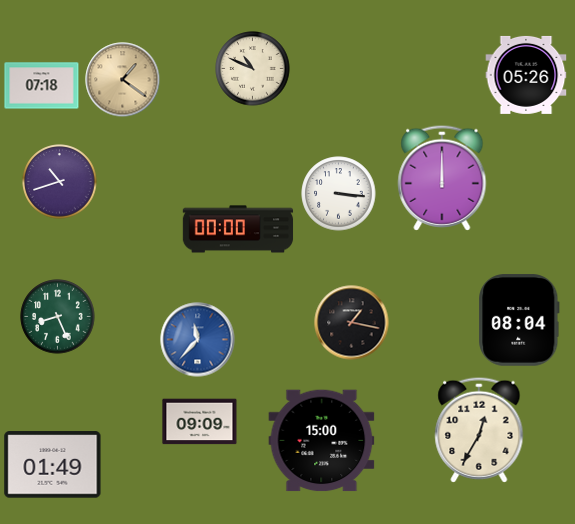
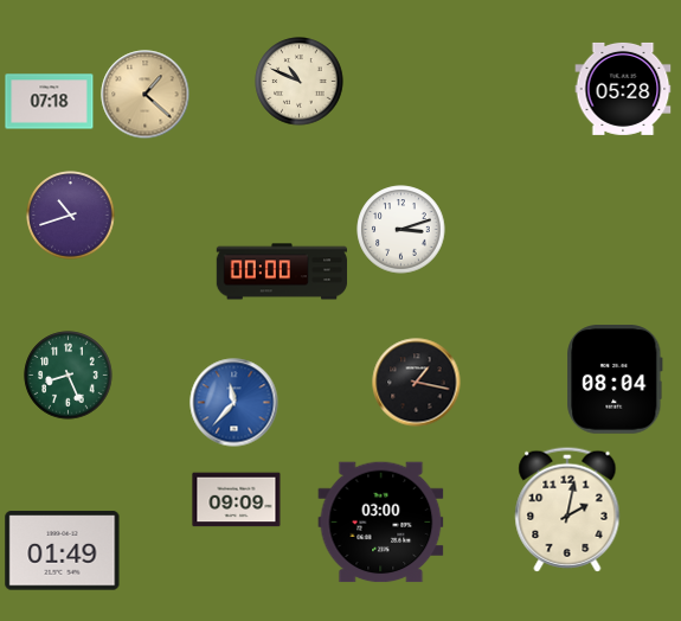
clock at (526, 75): 05:26 -> 05:28
clock at (123, 80): 1:21 -> 1:22
clock at (442, 178): 12:00 -> none
clock at (339, 194): 3:16 -> 3:12
clock at (479, 430): 12:35 -> 2:02
clock at (322, 441): 15:00 -> 03:00
